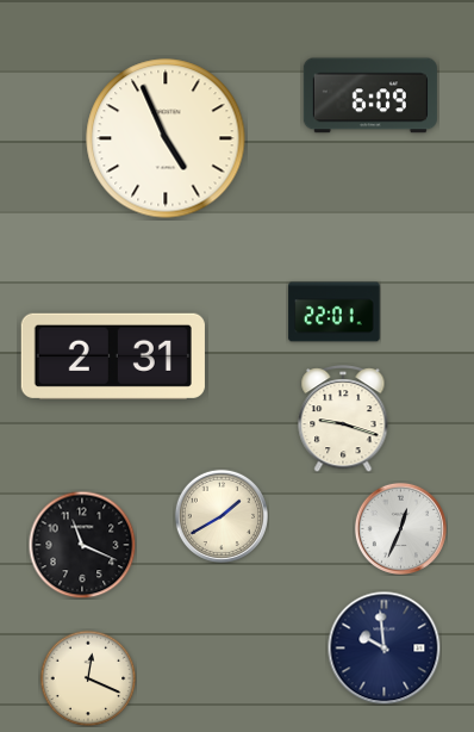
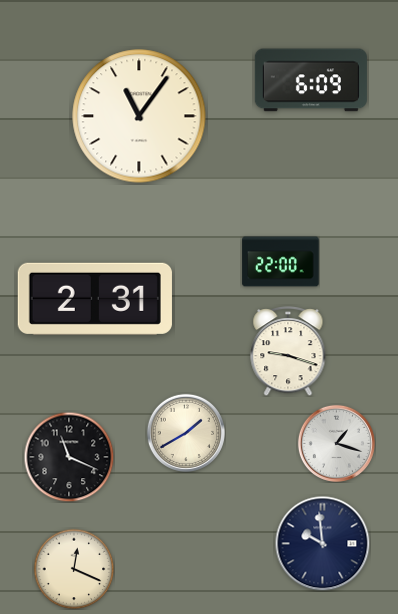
clock at (166, 138): 4:56 -> 11:06
clock at (335, 312): 22:01 -> 22:00
clock at (400, 528): 12:34 -> 1:18
